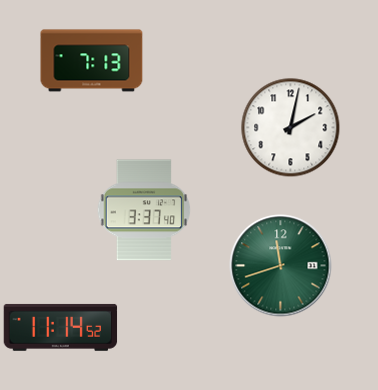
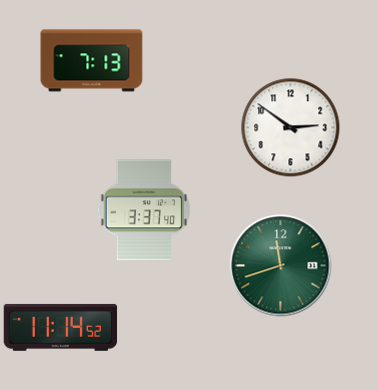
clock at (291, 128): 2:02 -> 2:51
